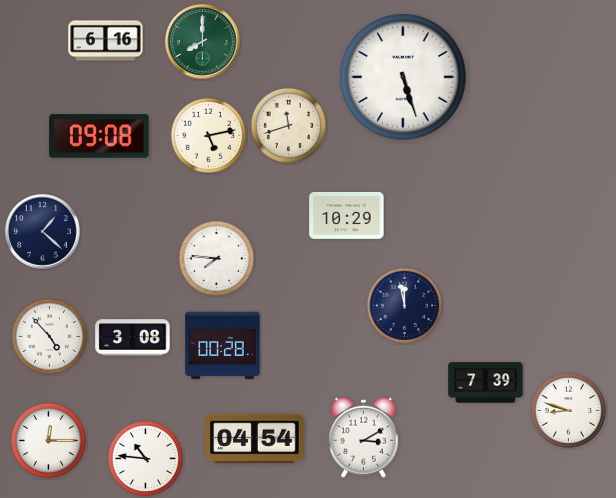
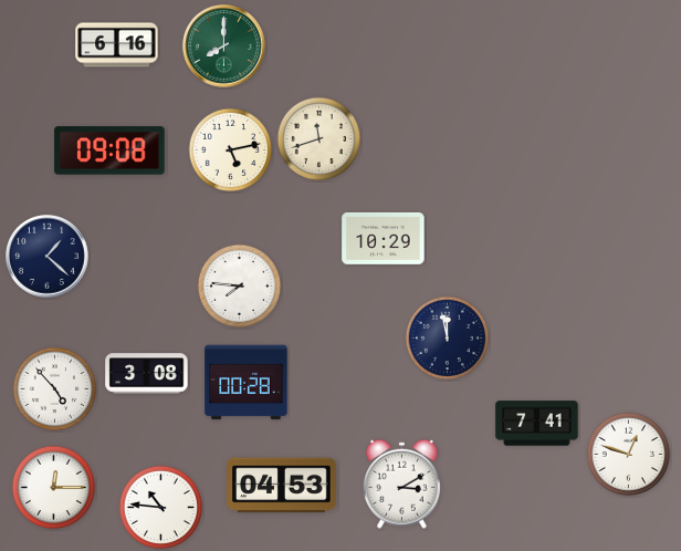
clock at (403, 77): 5:27 -> none
clock at (49, 336) position: (49, 336) -> (54, 388)
clock at (486, 383): 7:39 -> 7:41
clock at (568, 410): 8:48 -> 12:48
clock at (255, 439): 04:54 -> 04:53
